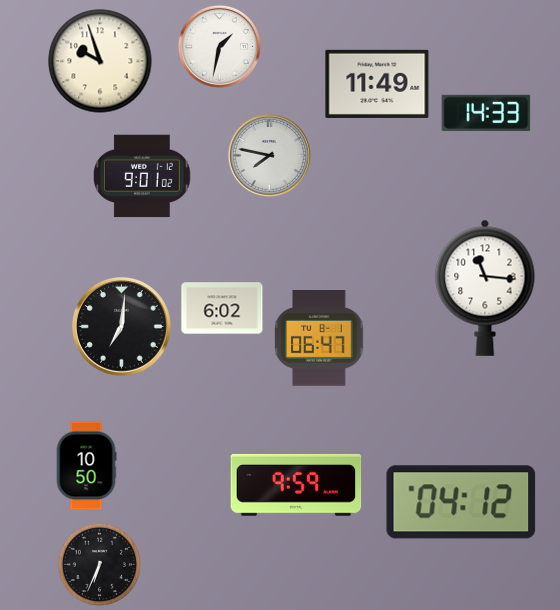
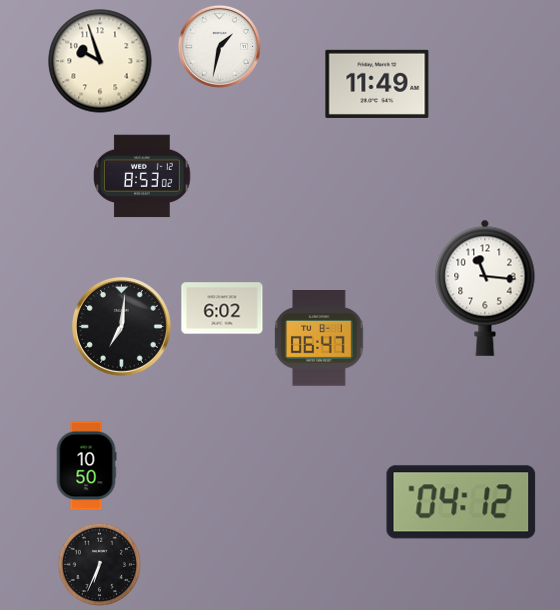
clock at (486, 113): 14:33 -> none
clock at (269, 155): 7:47 -> none
clock at (142, 176): 9:01 -> 8:53
clock at (296, 485): 9:59 -> none
